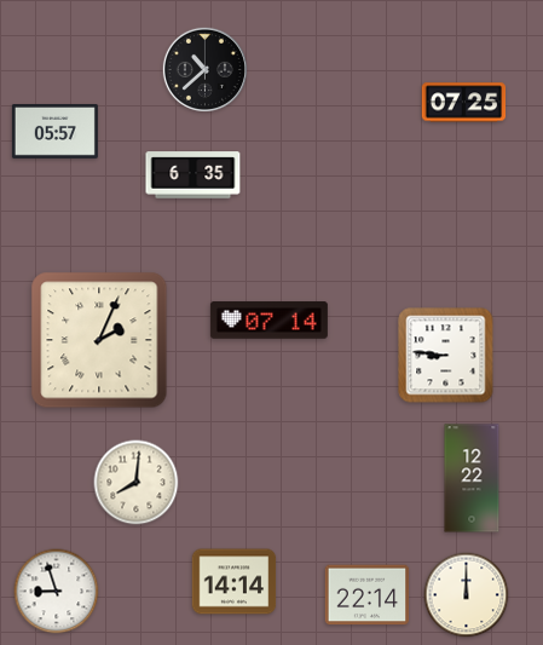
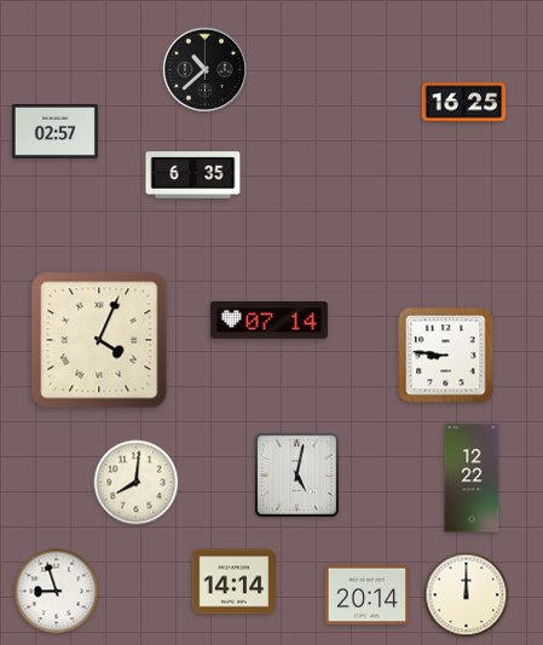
clock at (464, 103): 07:25 -> 16:25
clock at (54, 132): 05:57 -> 02:57
clock at (99, 340): 2:04 -> 4:04
clock at (296, 474): none -> 5:02
clock at (368, 595): 22:14 -> 20:14
